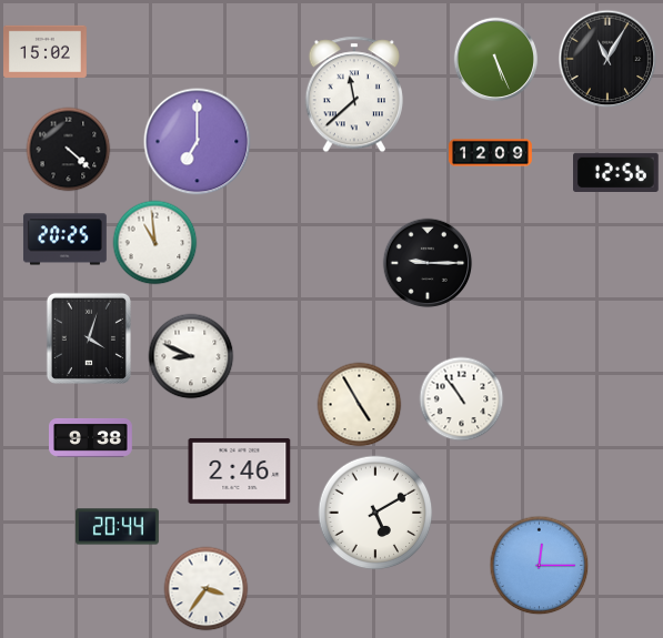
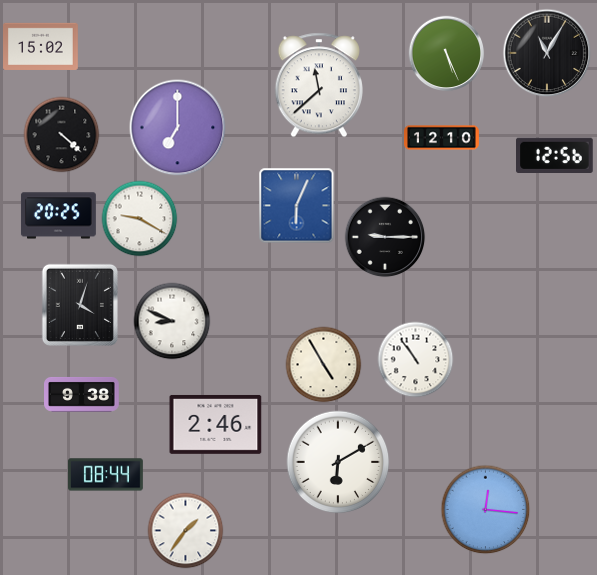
clock at (491, 153): 12:09 -> 12:10
clock at (297, 206): none -> 6:04
clock at (155, 243): 10:59 -> 9:20
clock at (375, 513): 5:10 -> 6:10
clock at (118, 527): 20:44 -> 08:44
clock at (540, 566): 12:15 -> 12:16
clock at (207, 589): 3:36 -> 1:36
